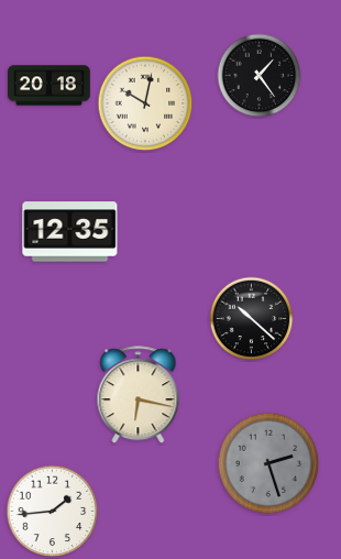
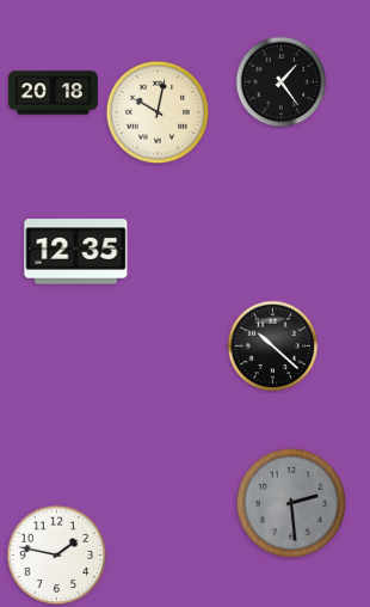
clock at (139, 395): 6:17 -> none
clock at (268, 463): 2:27 -> 2:29
clock at (53, 512): 1:44 -> 1:47
